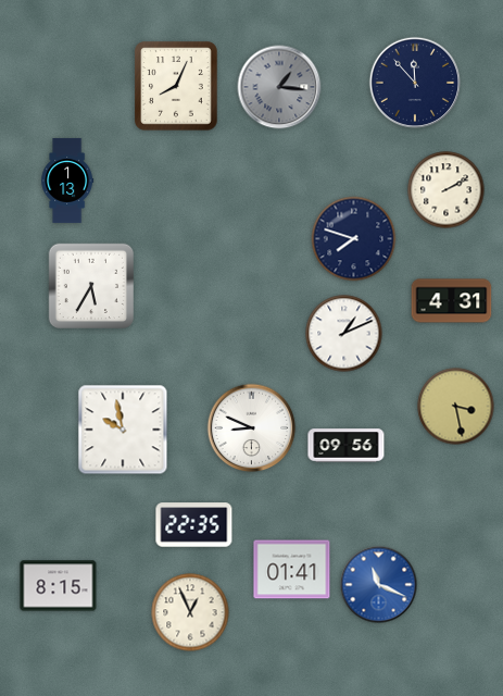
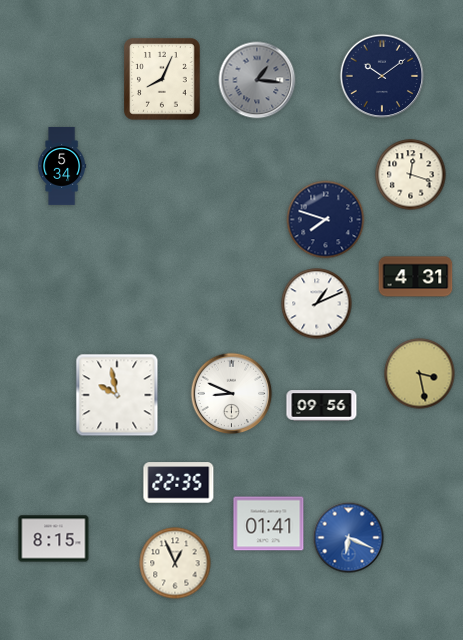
clock at (414, 82): 11:53 -> 10:09
clock at (67, 181): 1:13 -> 5:34
clock at (447, 190): 2:10 -> 12:18
clock at (90, 285): 5:35 -> none
clock at (344, 334) position: (344, 334) -> (317, 304)
clock at (123, 430) position: (123, 430) -> (117, 395)
clock at (347, 446) position: (347, 446) -> (322, 406)
clock at (379, 585): 11:19 -> 6:19
